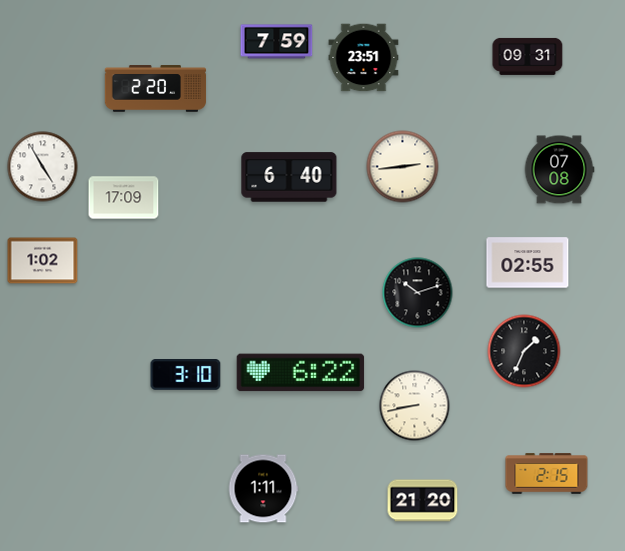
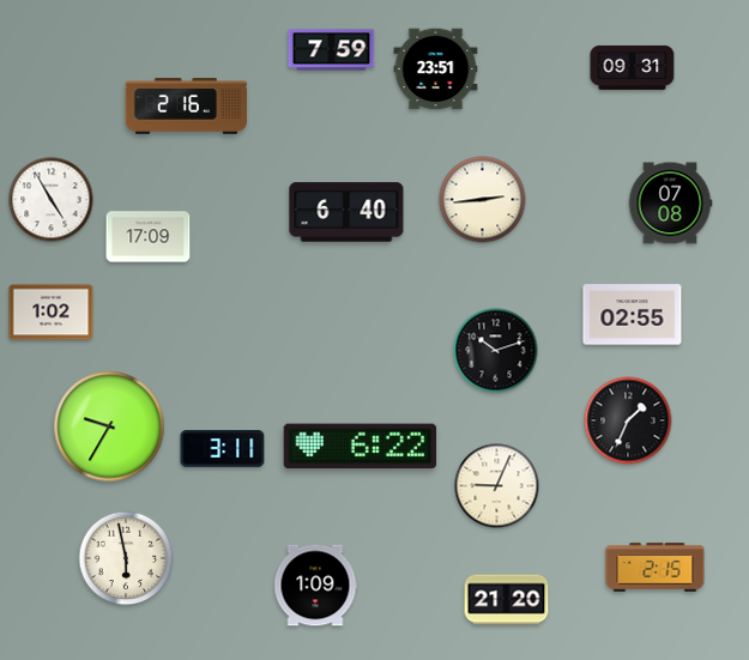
clock at (156, 89): 2:20 -> 2:16
clock at (418, 293) position: (418, 293) -> (496, 351)
clock at (109, 426): none -> 9:35
clock at (186, 375): 3:10 -> 3:11
clock at (415, 406): 8:43 -> 9:04
clock at (126, 558): none -> 5:58
clock at (263, 489): 1:11 -> 1:09
